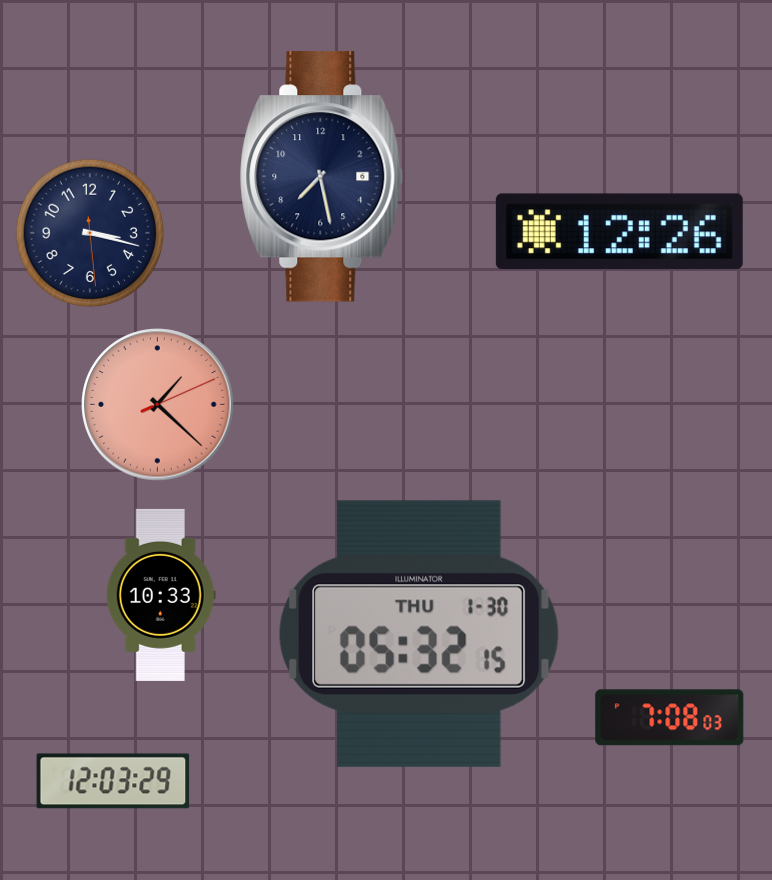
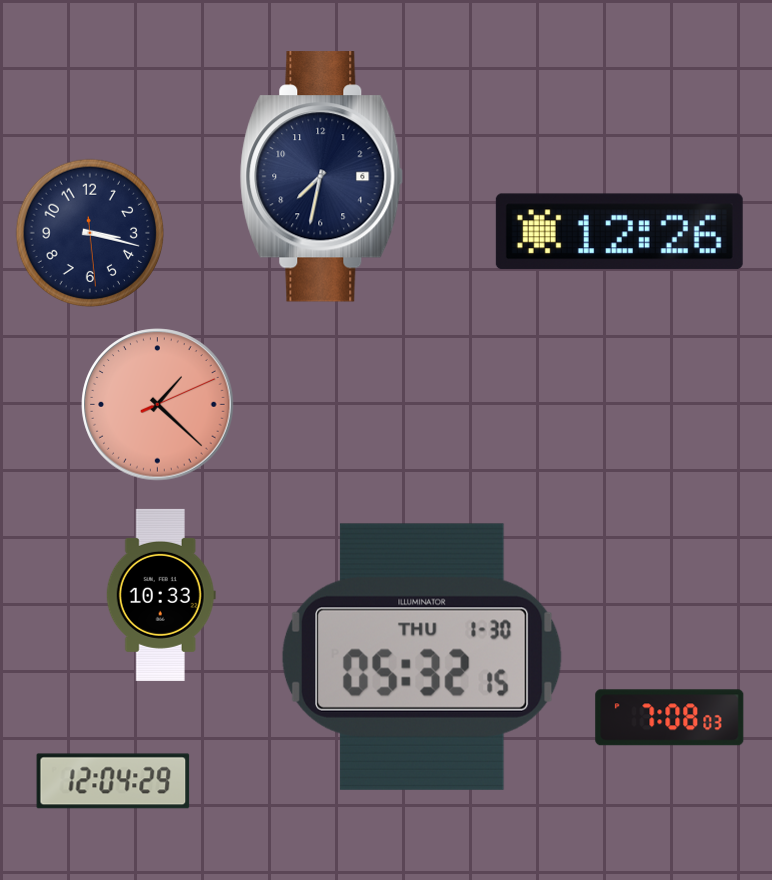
clock at (322, 177): 7:28 -> 7:32
clock at (419, 634) position: (419, 634) -> (422, 657)
clock at (113, 781): 12:03 -> 12:04
